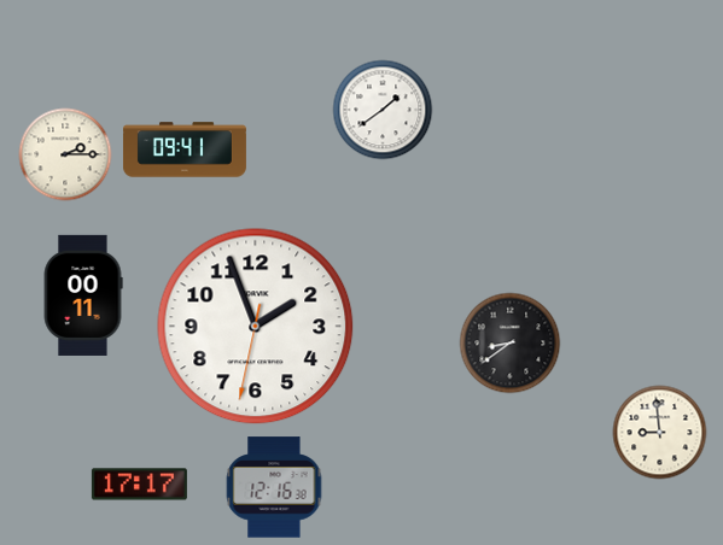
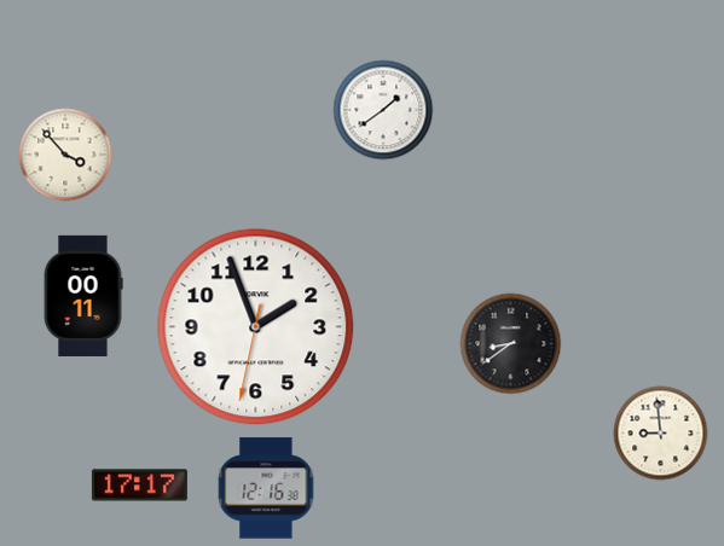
clock at (185, 150): 09:41 -> none
clock at (65, 154): 2:15 -> 3:53
clock at (274, 487) position: (274, 487) -> (266, 488)
